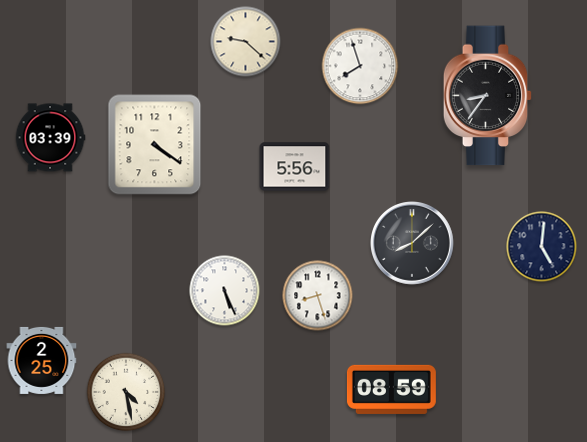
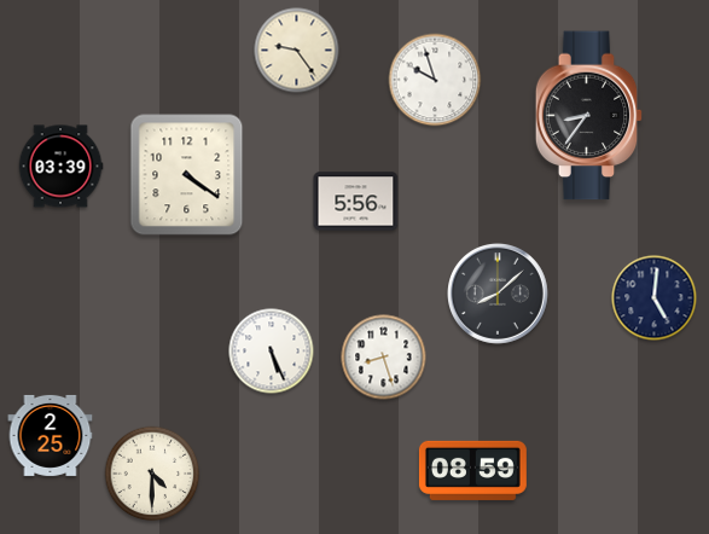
clock at (246, 42): 9:22 -> 9:24
clock at (360, 66): 7:57 -> 9:57
clock at (126, 392): 4:28 -> 4:30
